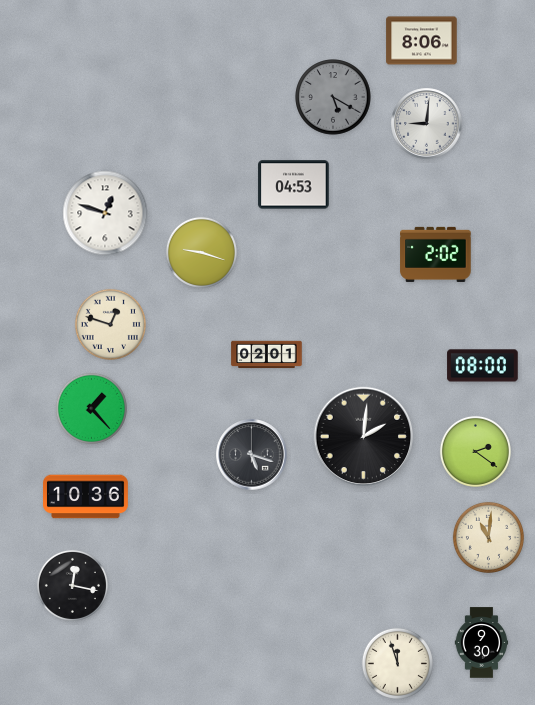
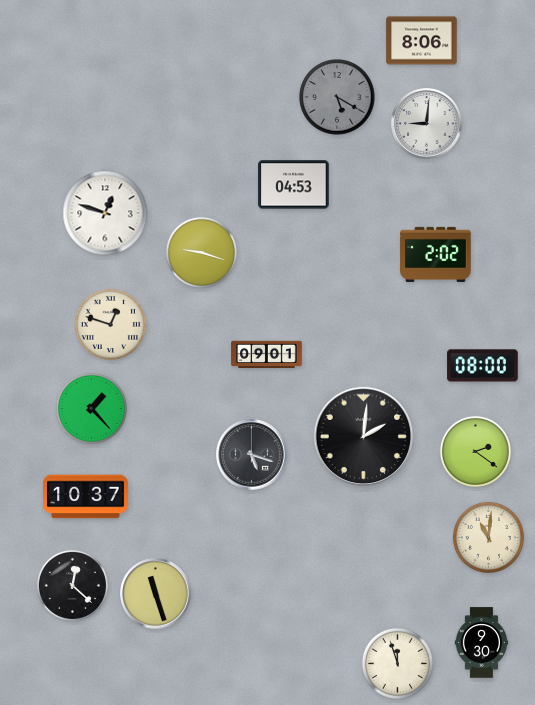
clock at (333, 97) position: (333, 97) -> (337, 97)
clock at (267, 355): 02:01 -> 09:01
clock at (86, 497): 10:36 -> 10:37
clock at (72, 585): 12:17 -> 12:22
clock at (156, 594): none -> 11:27
